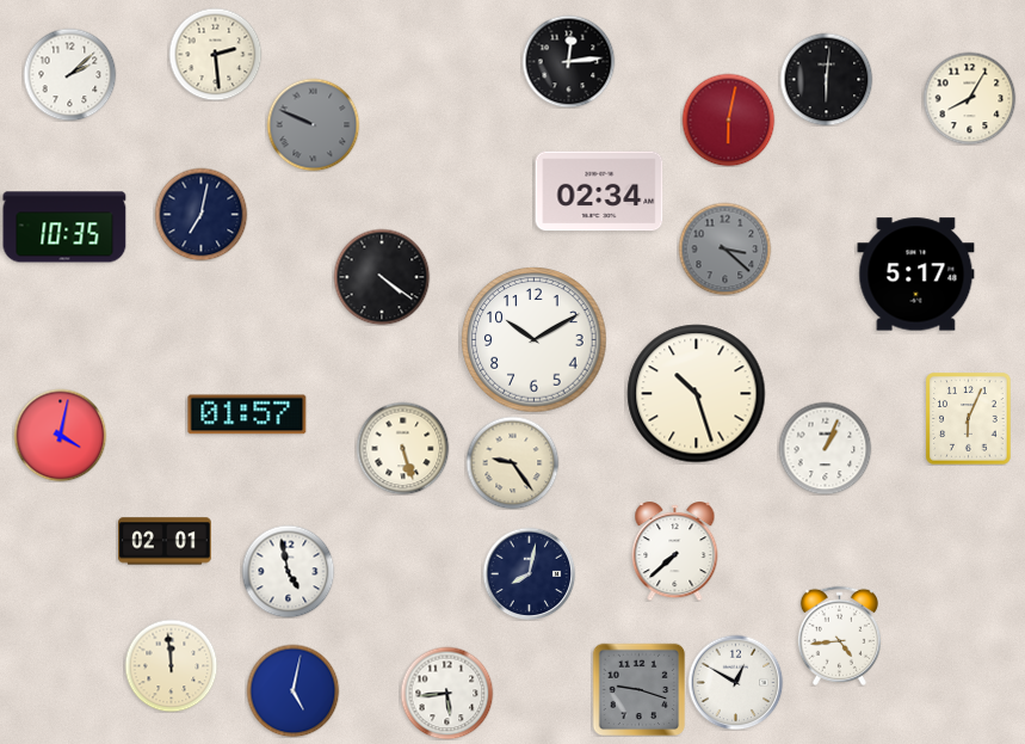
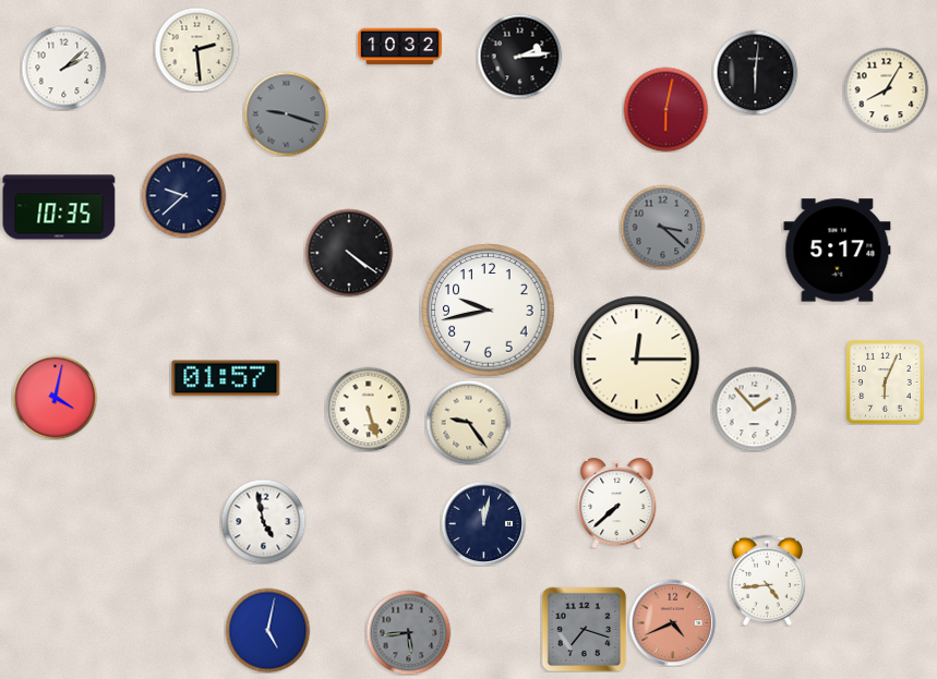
clock at (400, 47): none -> 10:32
clock at (568, 61): 12:14 -> 2:14
clock at (313, 124): 9:49 -> 9:18
clock at (599, 191): 02:34 -> none
clock at (200, 214): 7:02 -> 9:38
clock at (535, 340): 10:10 -> 9:43
clock at (697, 394): 10:27 -> 12:15
clock at (825, 448): 1:04 -> 1:53
clock at (165, 541): 02:01 -> none
clock at (529, 573): 8:02 -> 12:02
clock at (171, 665): 11:59 -> none
clock at (735, 682): 12:50 -> 4:41
clock at (735, 682) dial: white -> salmon
clock at (638, 689): 9:18 -> 7:18
clock at (446, 693) dial: white -> grey
